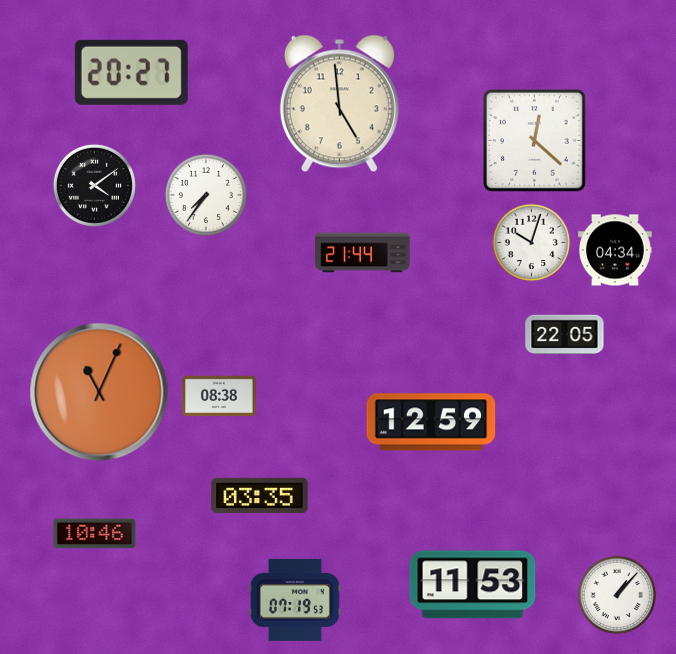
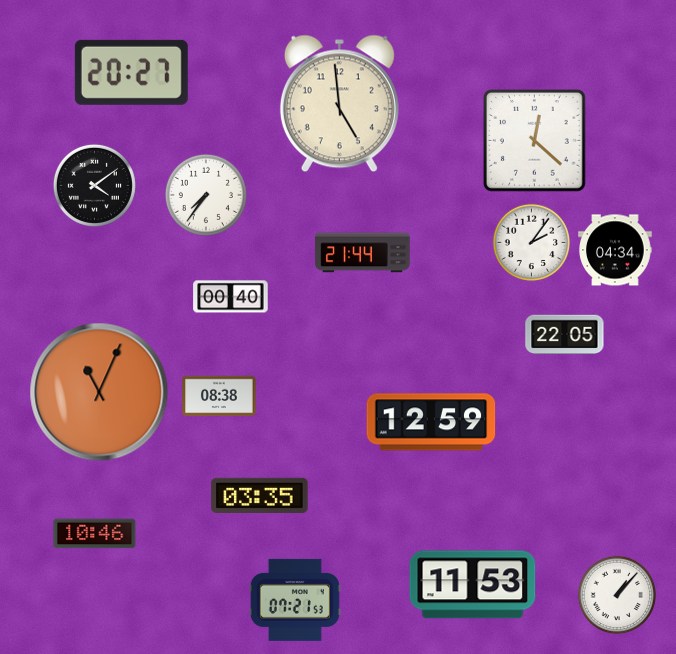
clock at (532, 243): 10:03 -> 2:06
clock at (231, 297): none -> 00:40
clock at (295, 600): 07:19 -> 07:21
